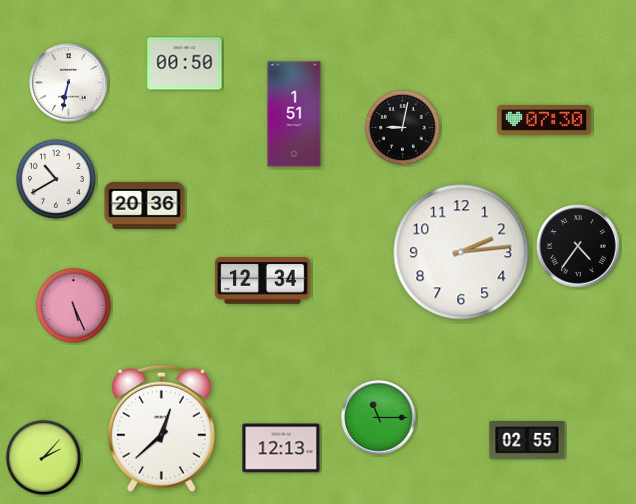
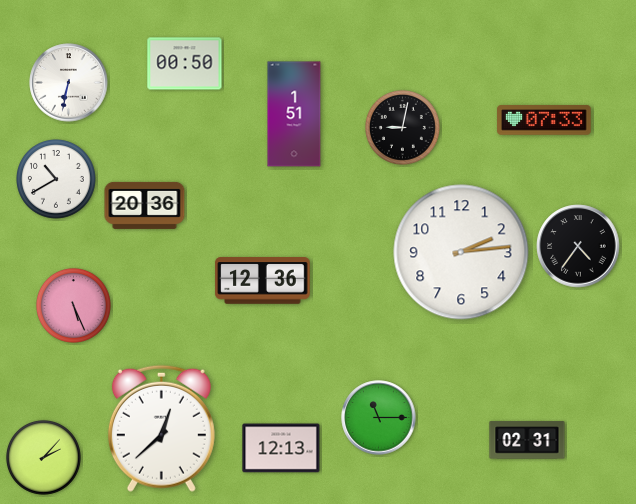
clock at (544, 120): 07:30 -> 07:33
clock at (263, 281): 12:34 -> 12:36
clock at (527, 440): 02:55 -> 02:31
